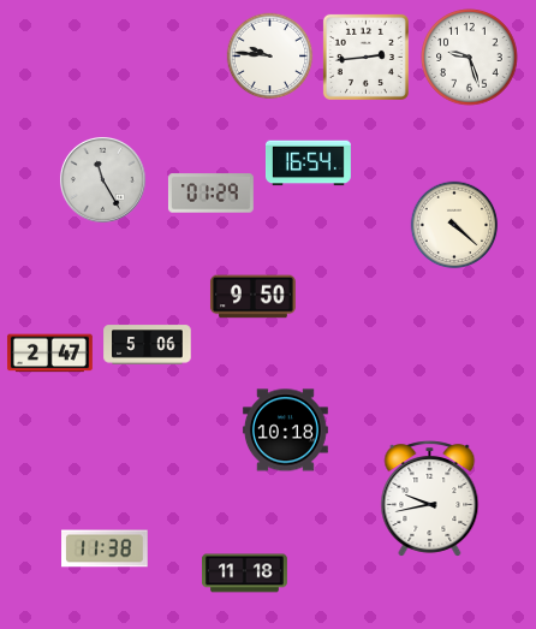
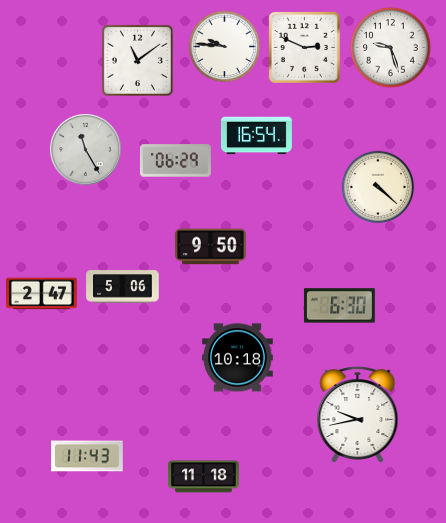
clock at (365, 57): 2:44 -> 2:49
clock at (137, 60): none -> 11:09
clock at (210, 194): 01:29 -> 06:29
clock at (339, 306): none -> 6:30
clock at (105, 548): 11:38 -> 11:43
